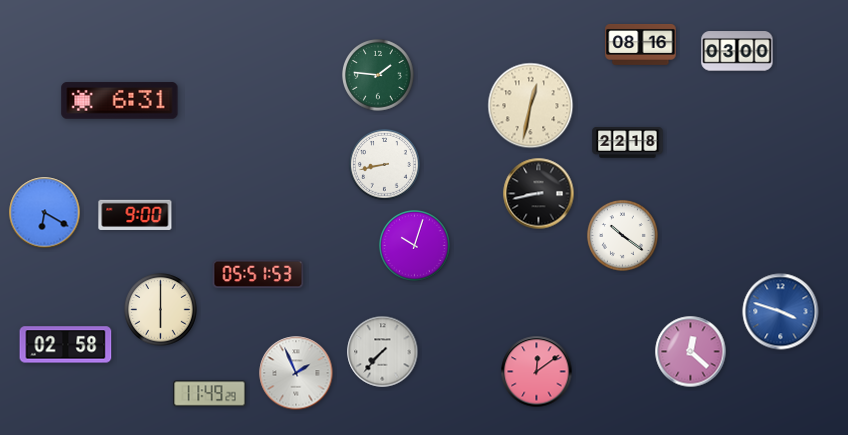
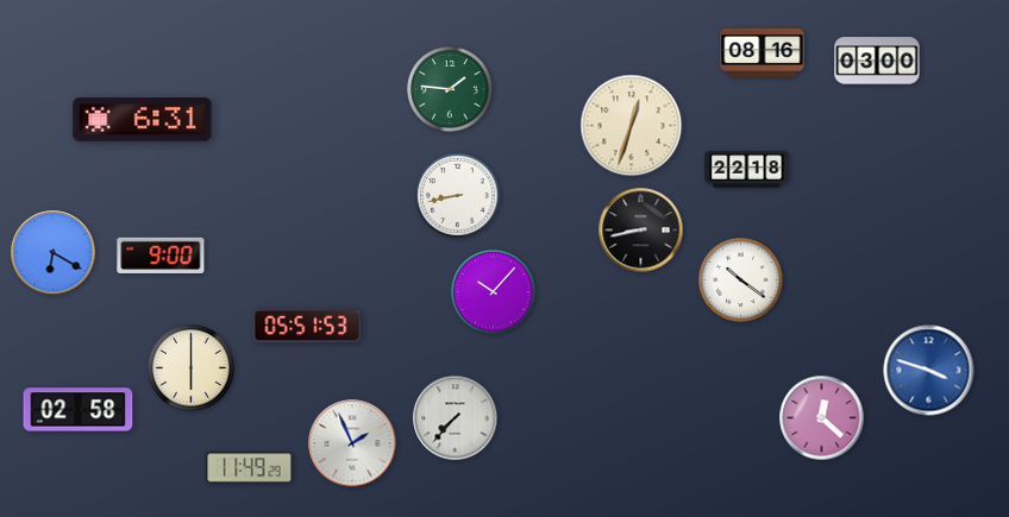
clock at (531, 106): 12:32 -> 12:33
clock at (414, 245): 10:03 -> 10:07
clock at (537, 372): 12:09 -> none
